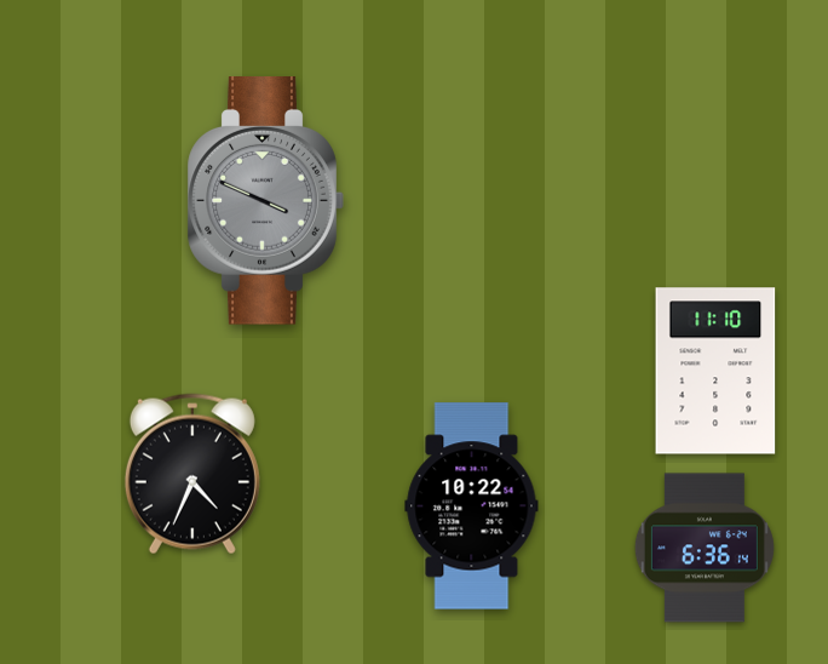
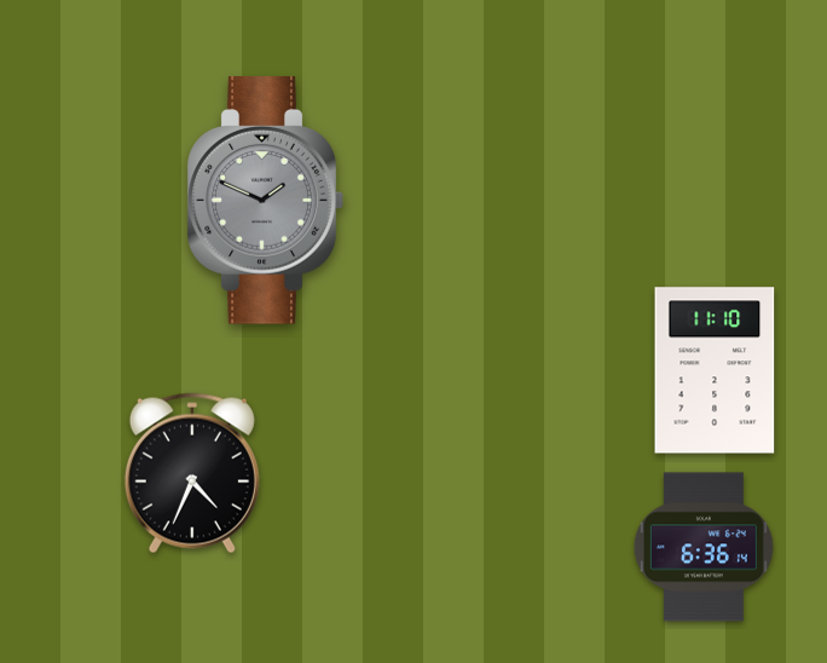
clock at (265, 201): 3:49 -> 1:49
clock at (472, 506): 10:22 -> none
